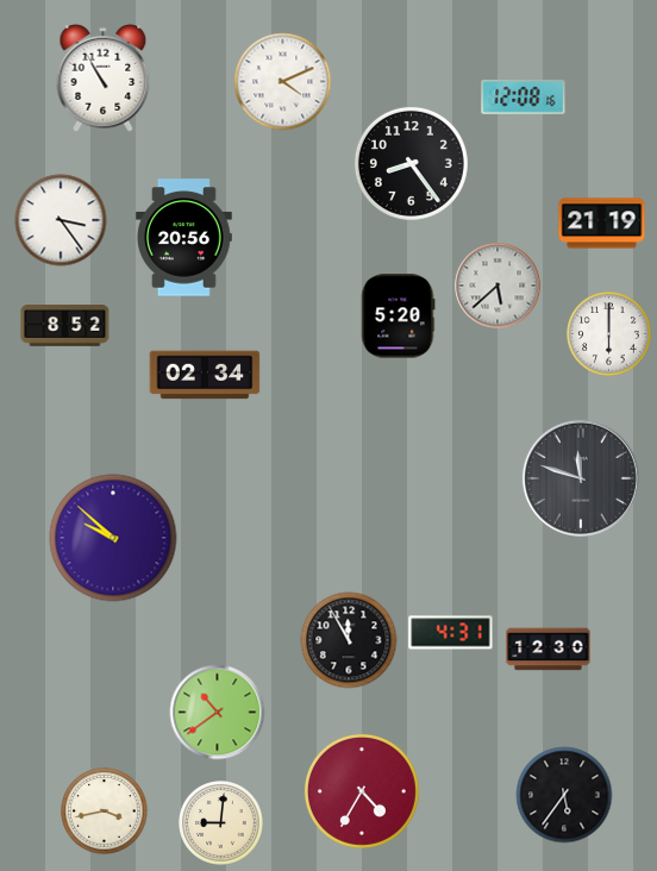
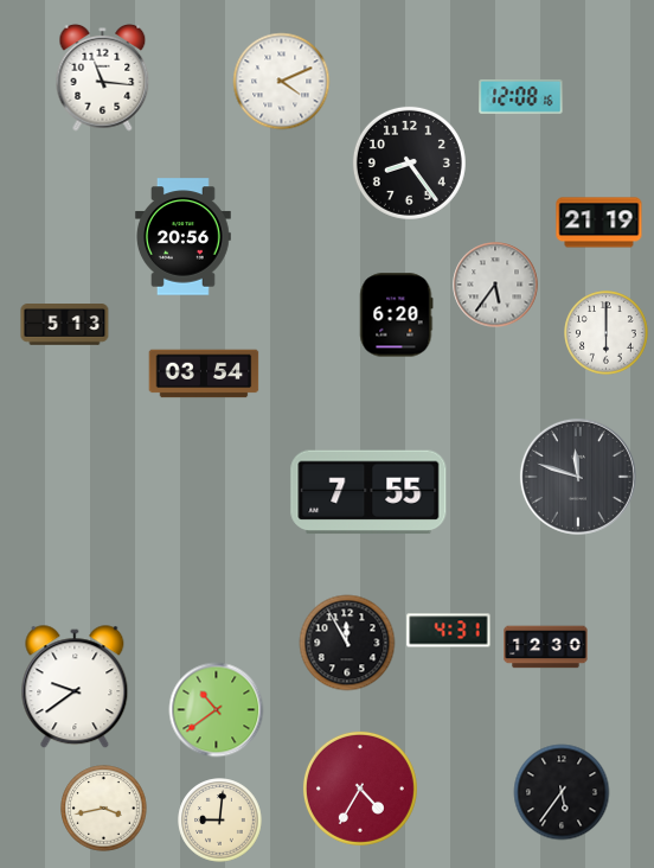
clock at (104, 79): 10:55 -> 11:16
clock at (61, 220): 3:24 -> none
clock at (498, 286): 5:38 -> 5:36
clock at (399, 317): 5:20 -> 6:20
clock at (65, 326): 8:52 -> 5:13
clock at (205, 375): 02:34 -> 03:54
clock at (368, 492): none -> 7:55
clock at (113, 538): 9:52 -> none
clock at (349, 640) position: (349, 640) -> (347, 643)
clock at (75, 688): none -> 9:39
